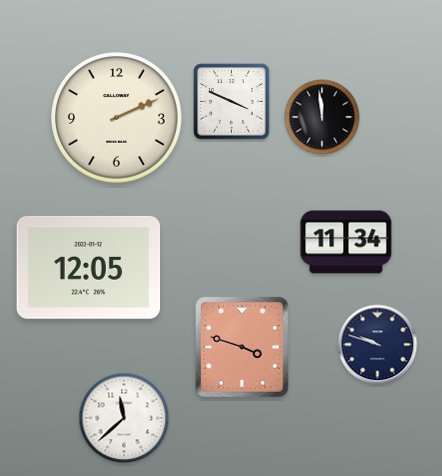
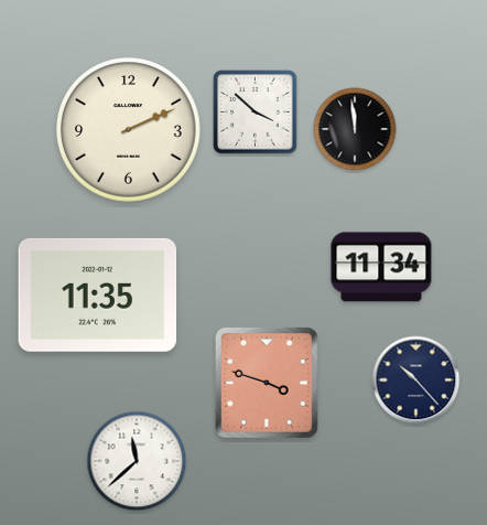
clock at (232, 102): 3:49 -> 3:52
clock at (89, 267): 12:05 -> 11:35
clock at (378, 345): 9:48 -> 10:23
